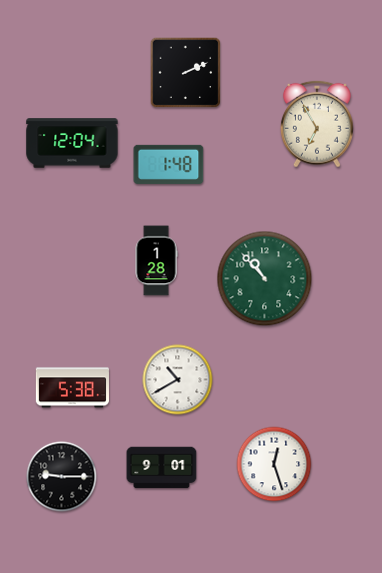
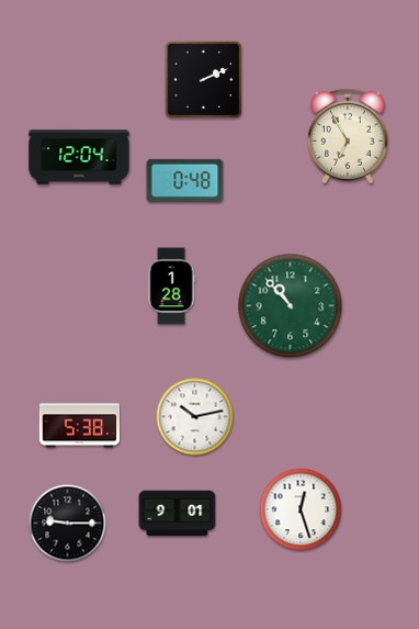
clock at (169, 164): 1:48 -> 0:48
clock at (178, 380): 10:40 -> 10:13
